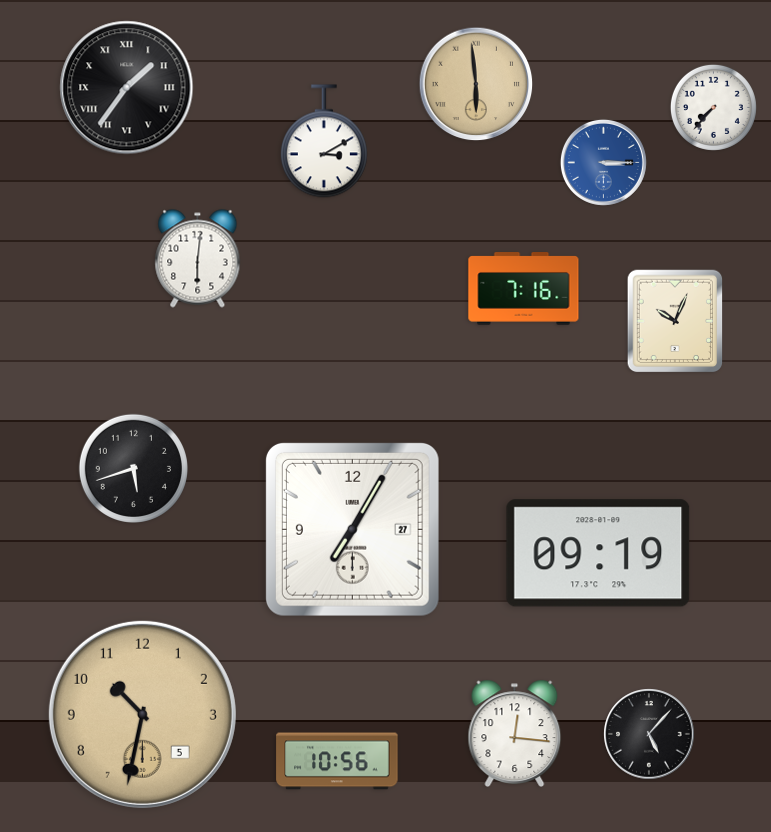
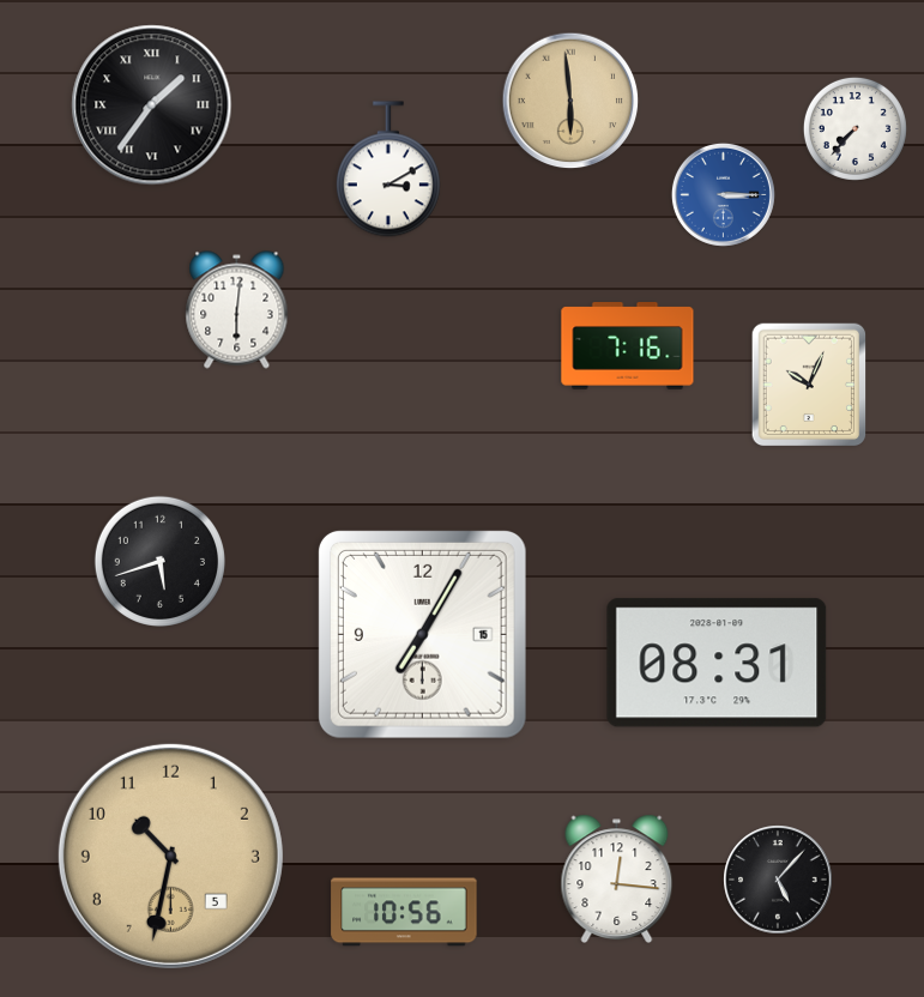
clock at (352, 529) date: 27 -> 15
clock at (598, 553): 09:19 -> 08:31
